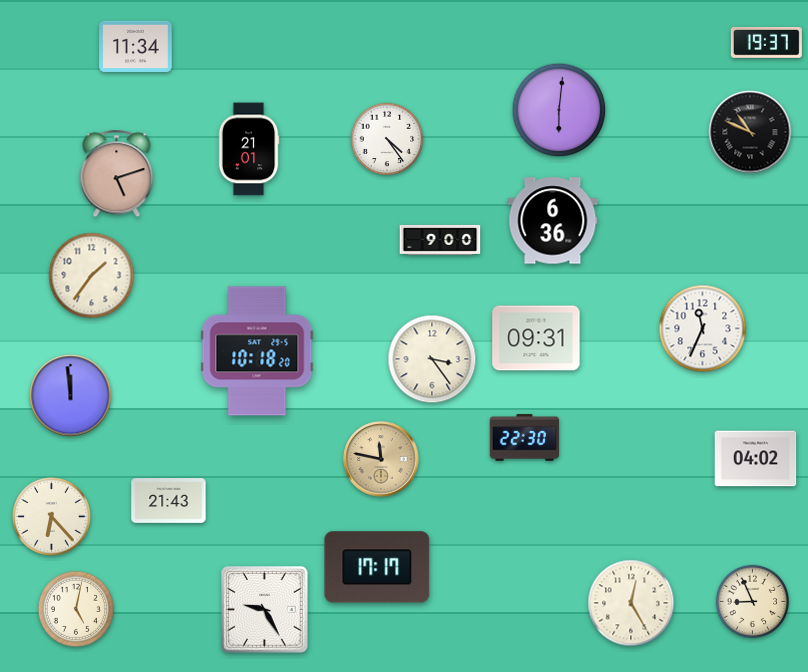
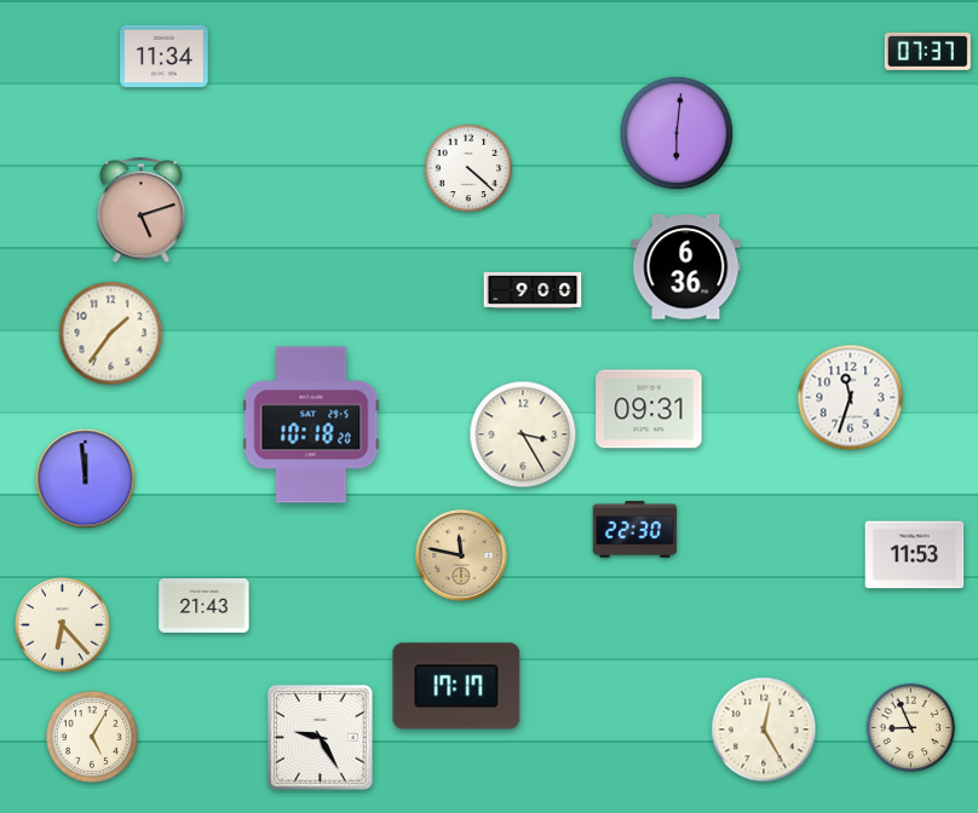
clock at (766, 42): 19:37 -> 07:37
clock at (750, 132): 10:49 -> none
clock at (387, 139): 4:24 -> 4:22
clock at (249, 149): 21:01 -> none
clock at (553, 221) position: (553, 221) -> (686, 267)
clock at (703, 329): 11:34 -> 11:33
clock at (432, 359): 3:24 -> 3:25
clock at (756, 459): 04:02 -> 11:53
clock at (76, 609): 5:02 -> 5:05
